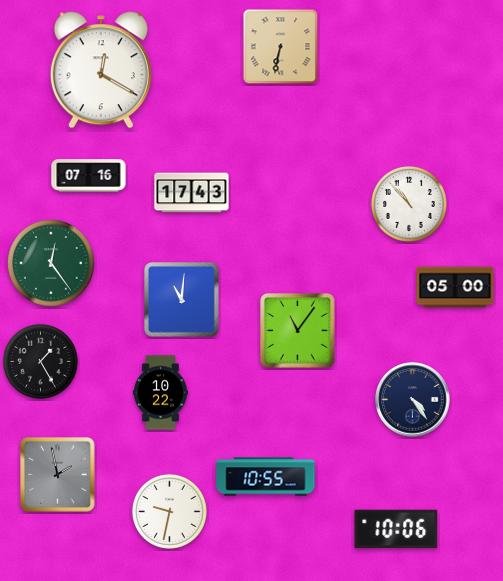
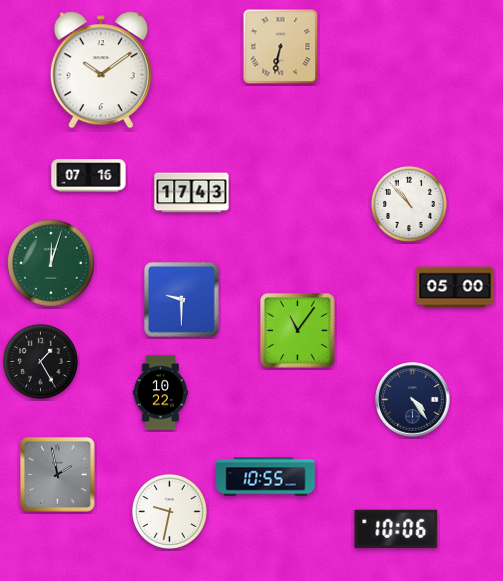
clock at (101, 70): 12:20 -> 10:09
clock at (52, 264): 12:24 -> 12:03
clock at (182, 300): 11:01 -> 9:30
